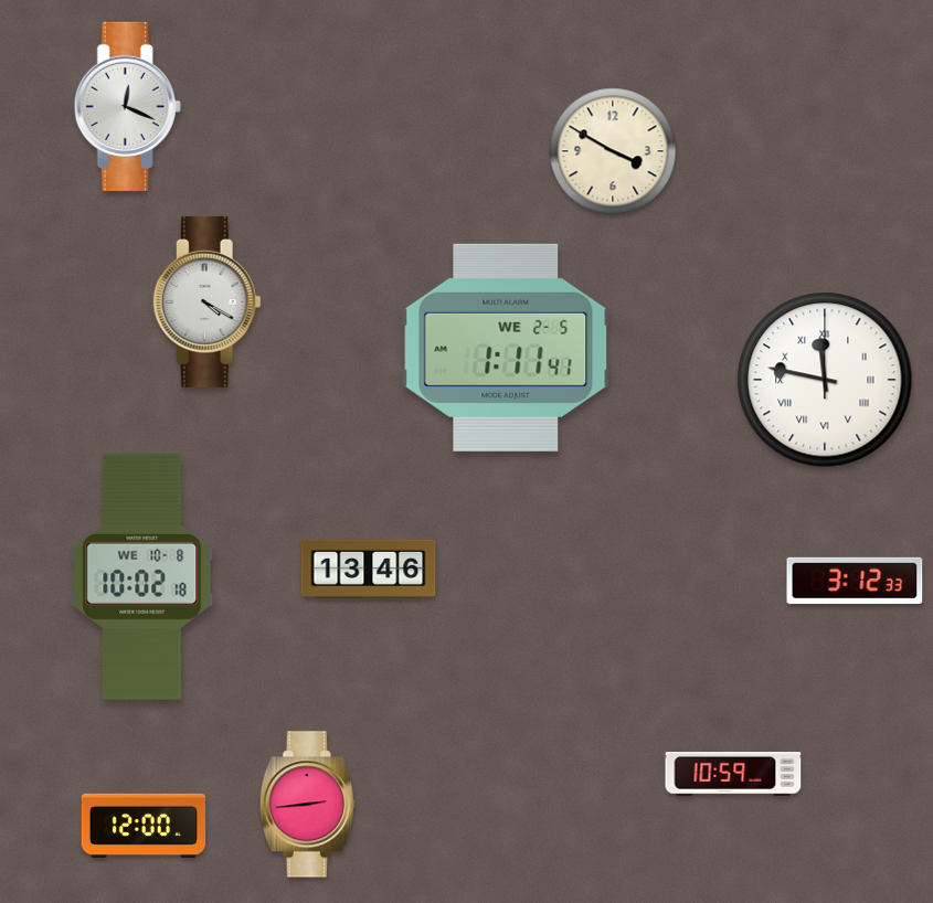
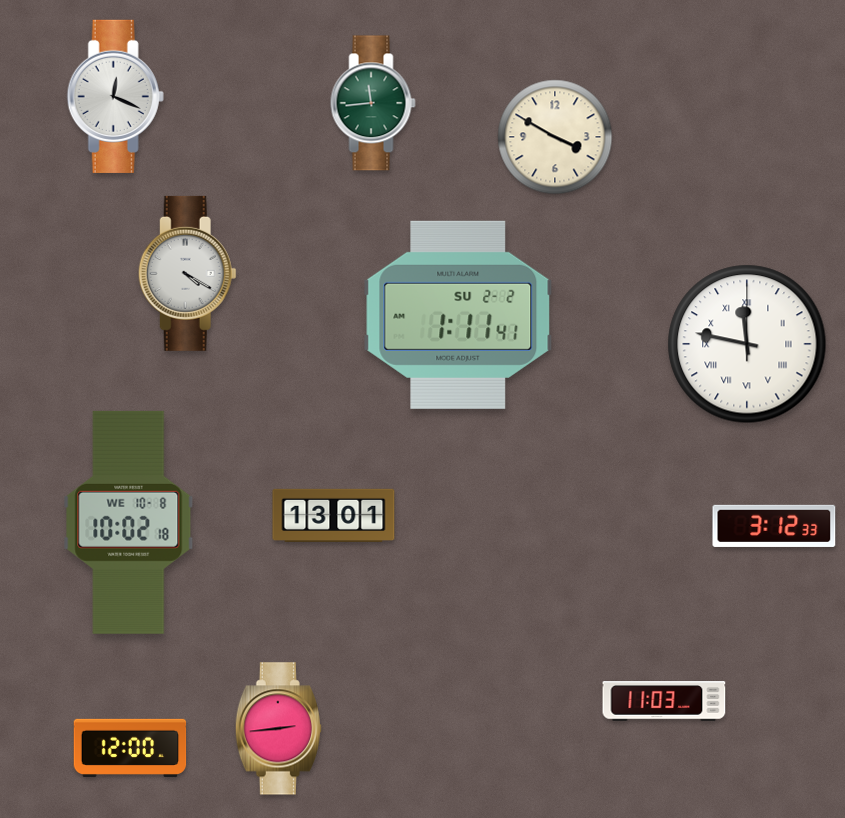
clock at (373, 103): none -> 11:44
clock at (506, 348) date: WE 2-5 -> SU 2-2
clock at (369, 569): 13:46 -> 13:01
clock at (733, 774): 10:59 -> 11:03
